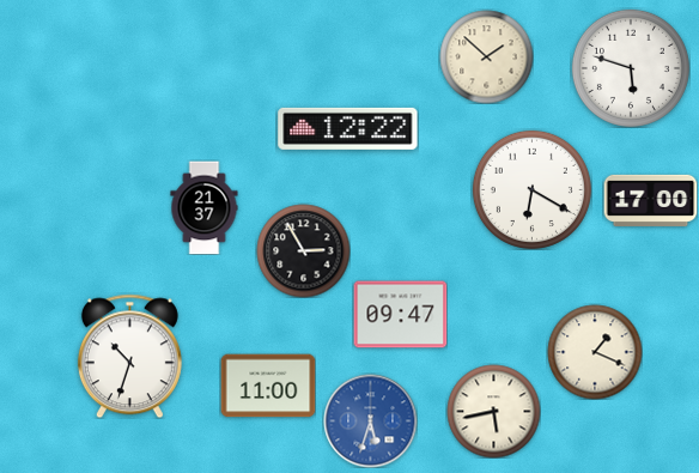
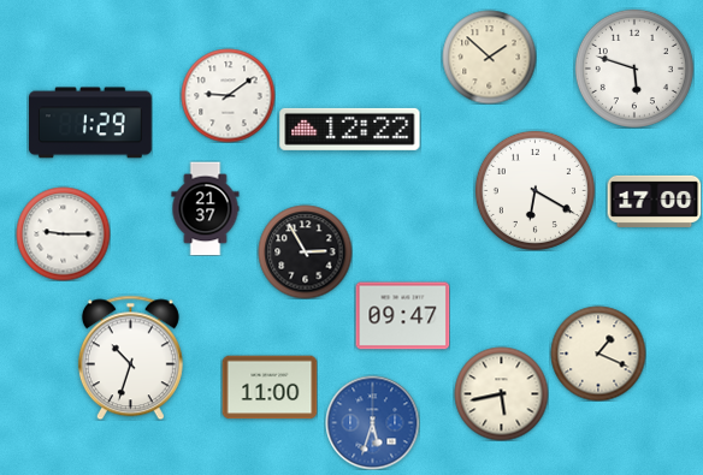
clock at (228, 95): none -> 9:09
clock at (90, 123): none -> 1:29
clock at (63, 233): none -> 9:15
clock at (493, 411) position: (493, 411) -> (501, 393)
